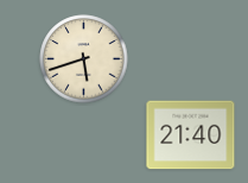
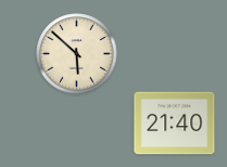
clock at (84, 59): 5:42 -> 5:52
